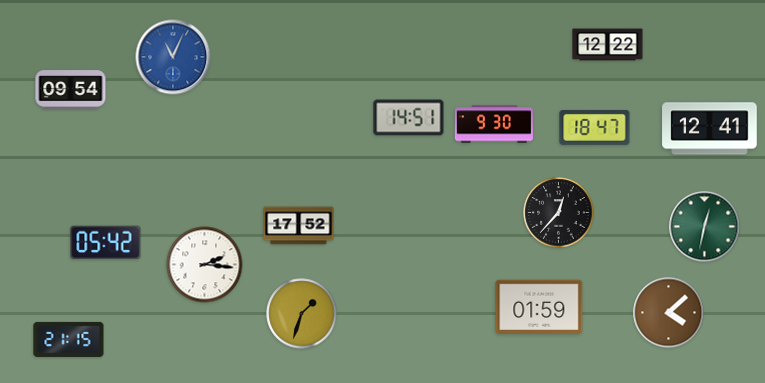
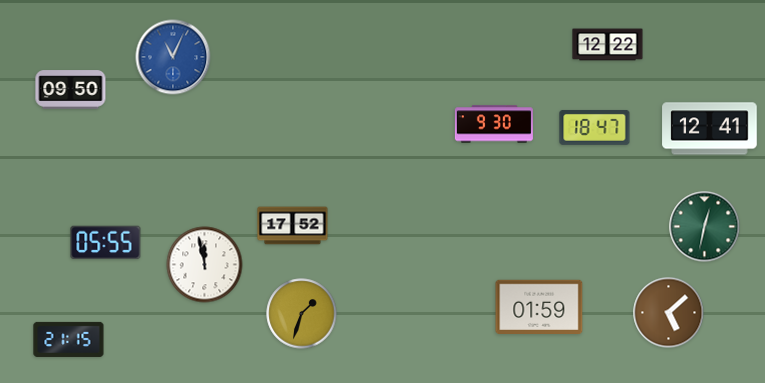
clock at (71, 90): 09:54 -> 09:50
clock at (409, 118): 14:51 -> none
clock at (559, 213): 12:37 -> none
clock at (299, 226) position: (299, 226) -> (293, 226)
clock at (106, 243): 05:42 -> 05:55
clock at (205, 265): 2:16 -> 11:58
clock at (669, 313): 4:08 -> 5:08
